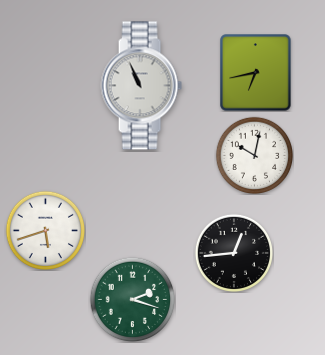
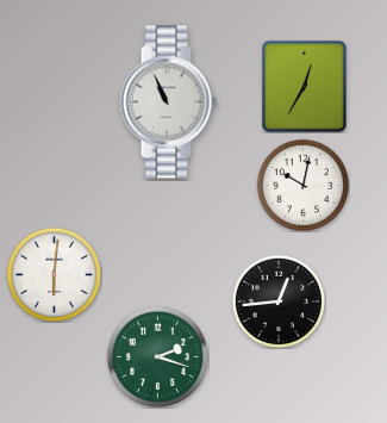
clock at (256, 73): 6:43 -> 12:35
clock at (45, 230): 5:42 -> 6:01
